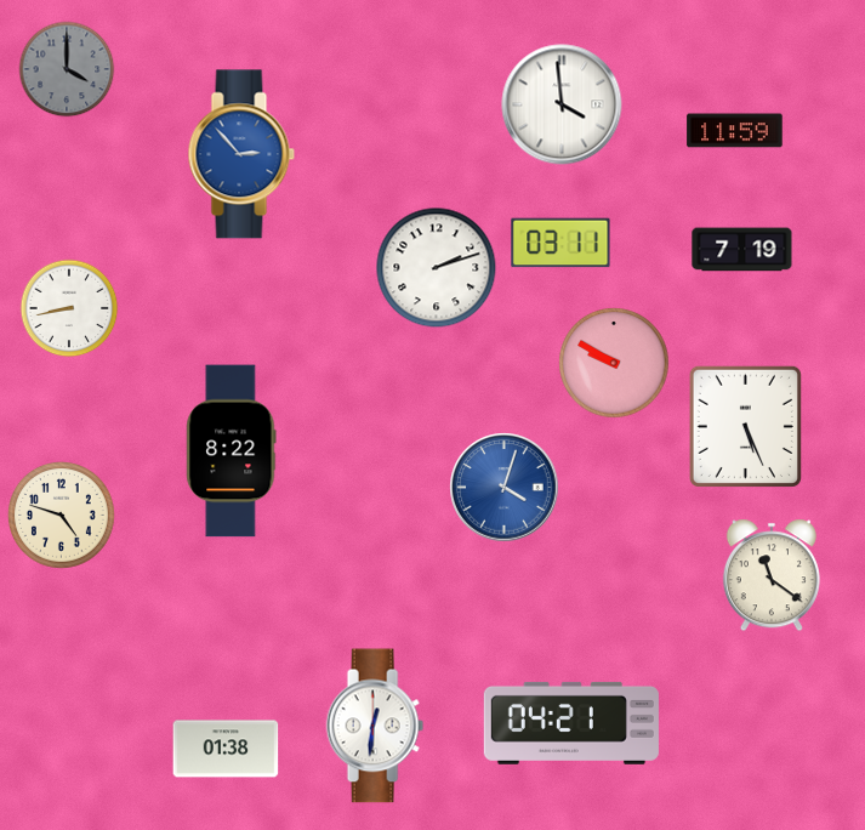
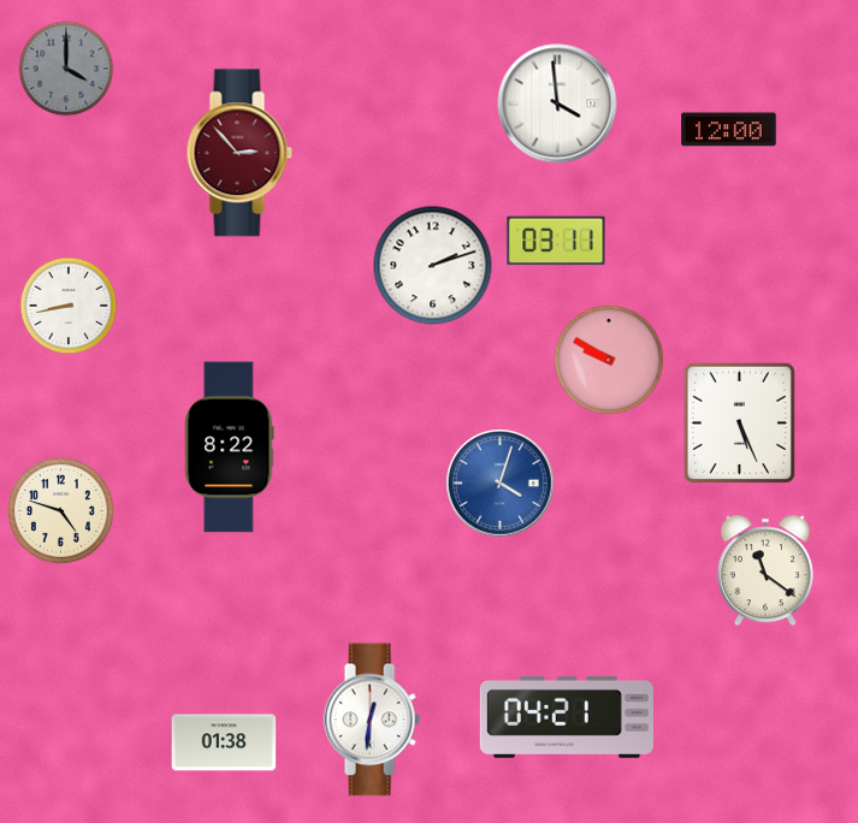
clock at (735, 131): 11:59 -> 12:00
clock at (241, 154) dial: blue -> burgundy
clock at (742, 250): 7:19 -> none
